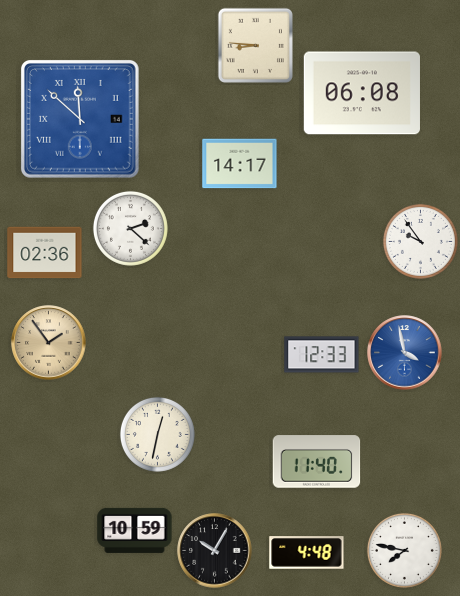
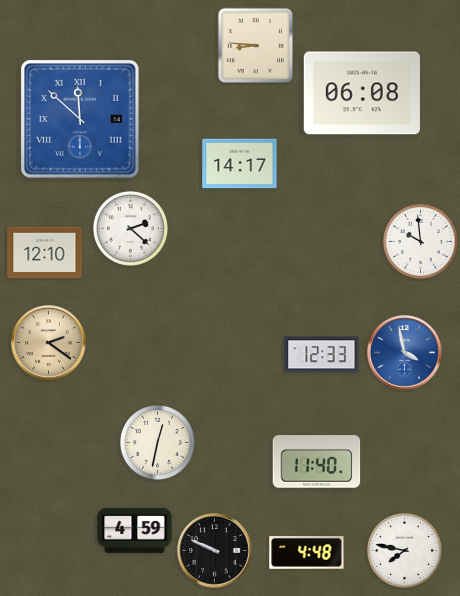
clock at (420, 241): 9:54 -> 9:59
clock at (45, 253): 02:36 -> 12:10
clock at (49, 343): 1:54 -> 2:21
clock at (157, 434) position: (157, 434) -> (157, 442)
clock at (135, 530): 10:59 -> 4:59
clock at (215, 551): 10:05 -> 9:49
